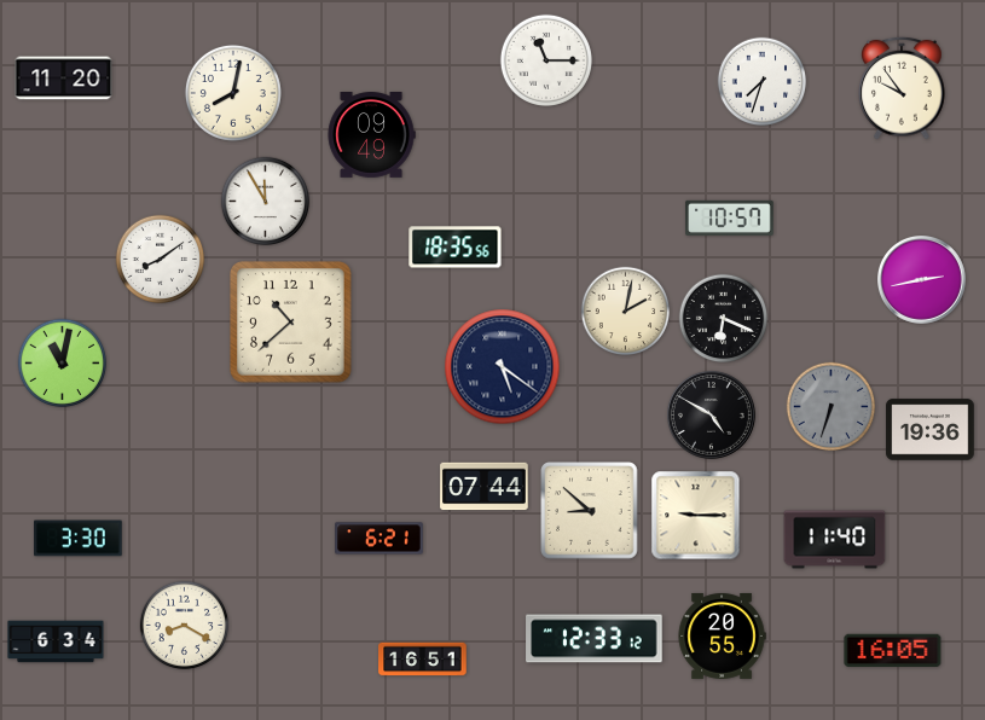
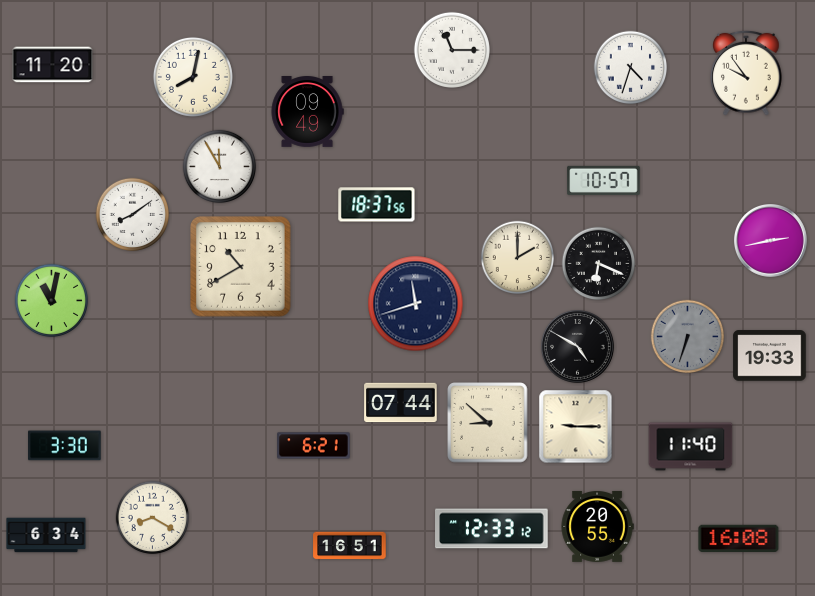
clock at (763, 82): 7:33 -> 4:33
clock at (456, 248): 18:35 -> 18:37
clock at (922, 280) position: (922, 280) -> (771, 241)
clock at (626, 312): 2:02 -> 2:00
clock at (291, 323): 10:38 -> 10:40
clock at (503, 367): 5:21 -> 11:42
clock at (712, 416) position: (712, 416) -> (578, 347)
clock at (931, 430): 19:36 -> 19:33
clock at (56, 641) position: (56, 641) -> (46, 535)
clock at (893, 650): 16:05 -> 16:08
